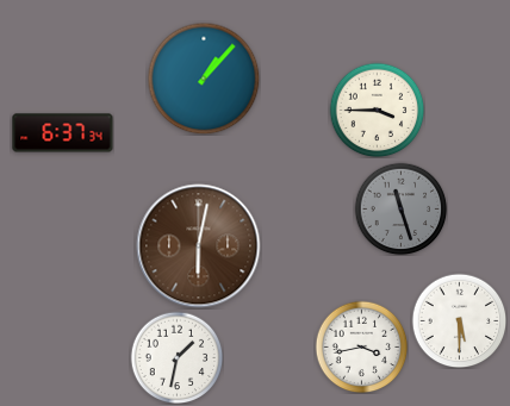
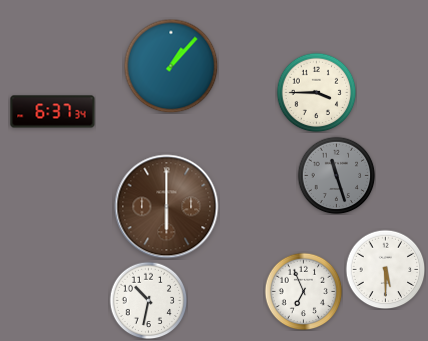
clock at (199, 246): 6:02 -> 6:00
clock at (361, 346): 3:43 -> 6:56
clock at (176, 357): 1:32 -> 10:32
